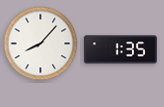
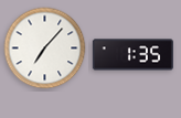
clock at (41, 44): 8:07 -> 7:07
